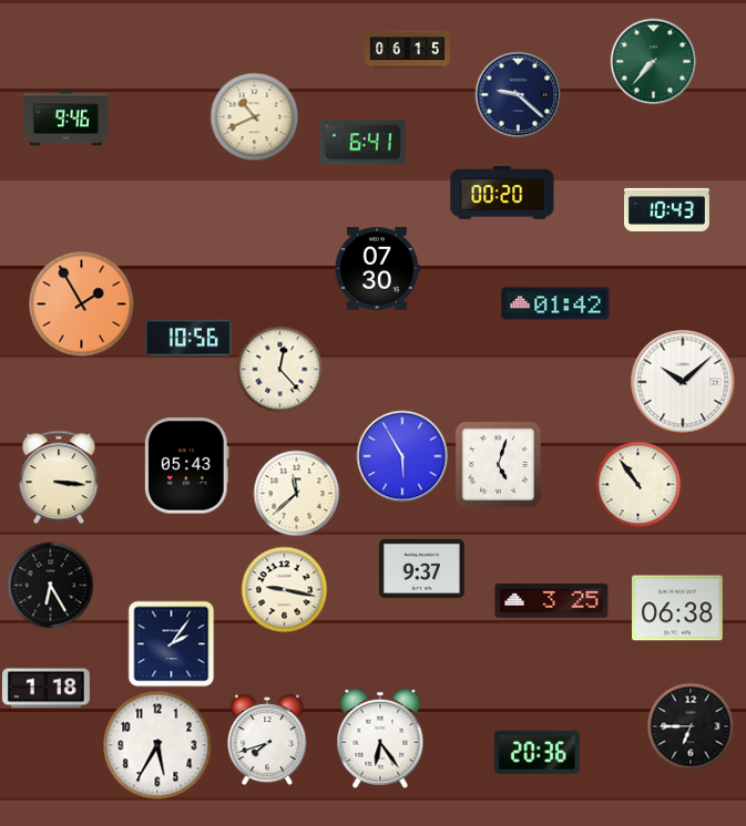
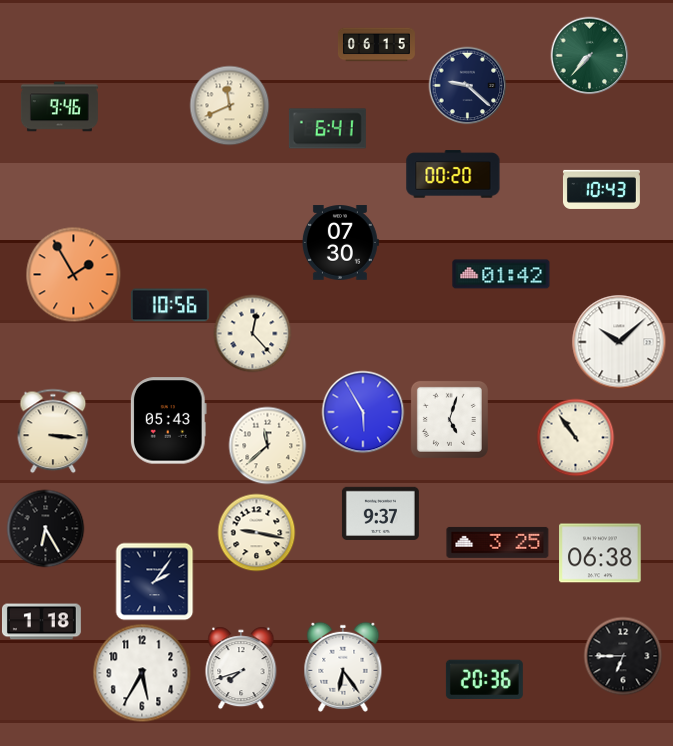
clock at (407, 50) position: (407, 50) -> (376, 45)
clock at (254, 116): 10:41 -> 11:41
clock at (683, 382) position: (683, 382) -> (619, 342)
clock at (677, 608) position: (677, 608) -> (600, 553)
